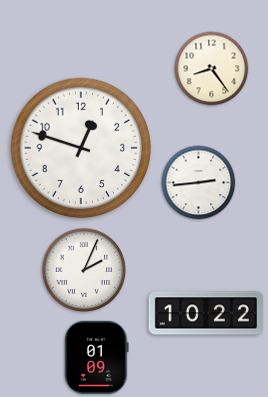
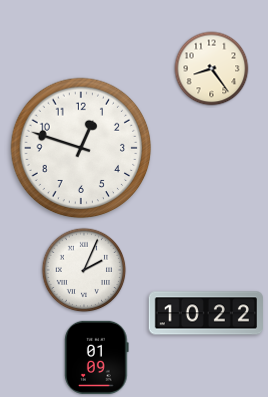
clock at (199, 183): 2:44 -> none
